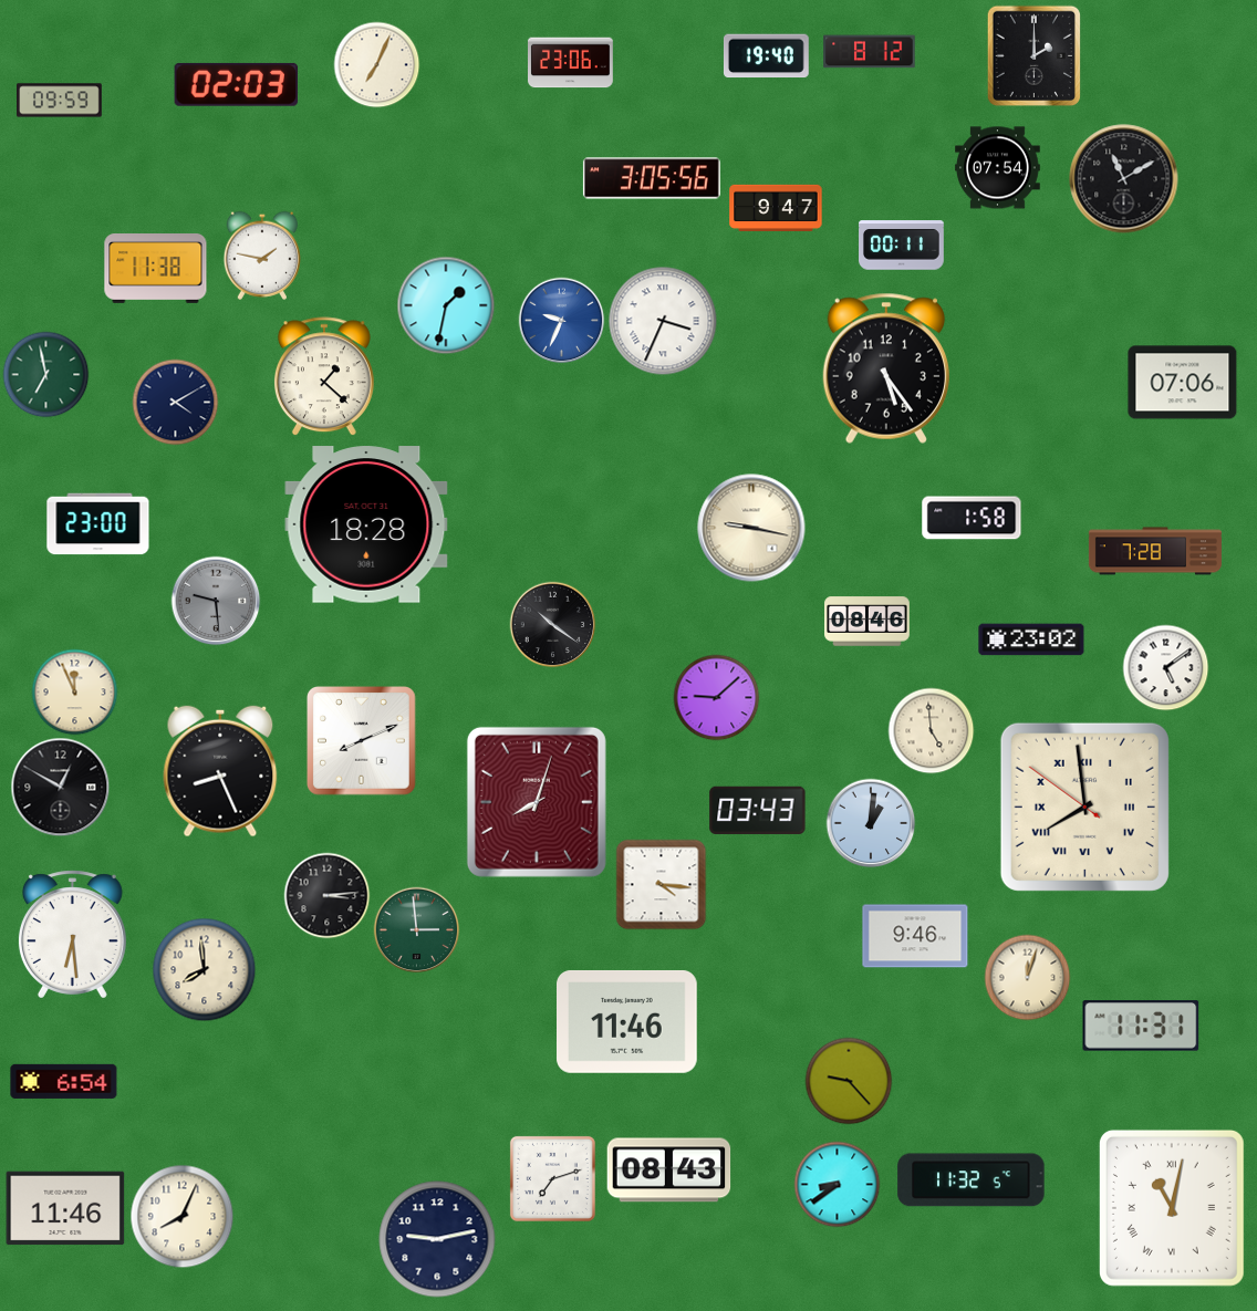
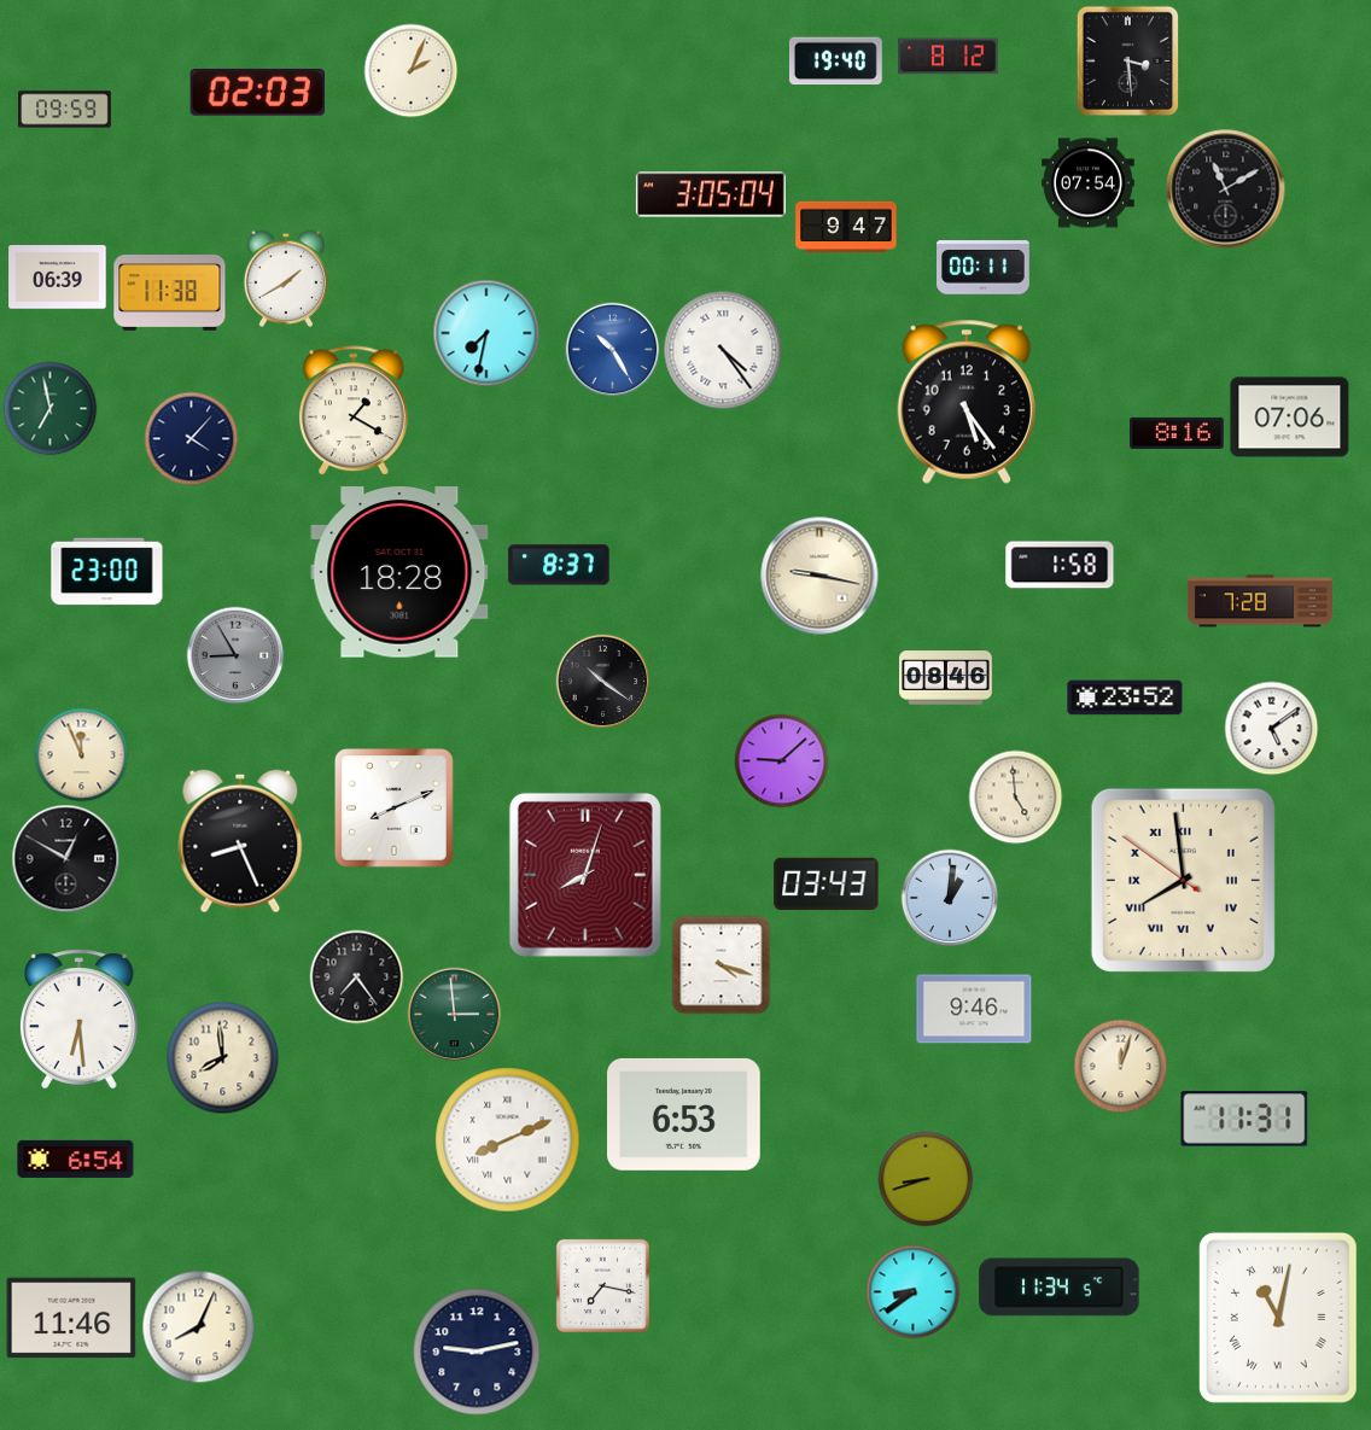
clock at (1033, 55): 2:00 -> 3:29
clock at (571, 63): 23:06 -> none
clock at (376, 64): 7:04 -> 2:04
clock at (652, 178): 3:05:56 -> 3:05:04
clock at (1124, 179) position: (1124, 179) -> (1226, 189)
clock at (58, 278): none -> 06:39
clock at (262, 256): 1:47 -> 1:40
clock at (446, 305): 1:32 -> 7:32
clock at (561, 320): 9:34 -> 10:25
clock at (663, 321): 3:34 -> 4:24
clock at (324, 376): 1:22 -> 1:20
clock at (1177, 433): none -> 8:16
clock at (175, 402): 4:10 -> 4:07
clock at (559, 565): none -> 8:37
clock at (216, 601): 9:29 -> 8:55
clock at (1031, 639): 23:02 -> 23:52
clock at (661, 884): 4:16 -> 4:18
clock at (326, 895): 3:14 -> 7:24
clock at (915, 936) position: (915, 936) -> (974, 1009)
clock at (627, 1021): 11:46 -> 6:53
clock at (508, 1140): none -> 8:11
clock at (64, 1081) position: (64, 1081) -> (76, 1158)
clock at (849, 1081): 9:23 -> 8:42
clock at (669, 1170): 08:43 -> none
clock at (552, 1178): 7:12 -> 7:17
clock at (972, 1180): 11:32 -> 11:34
